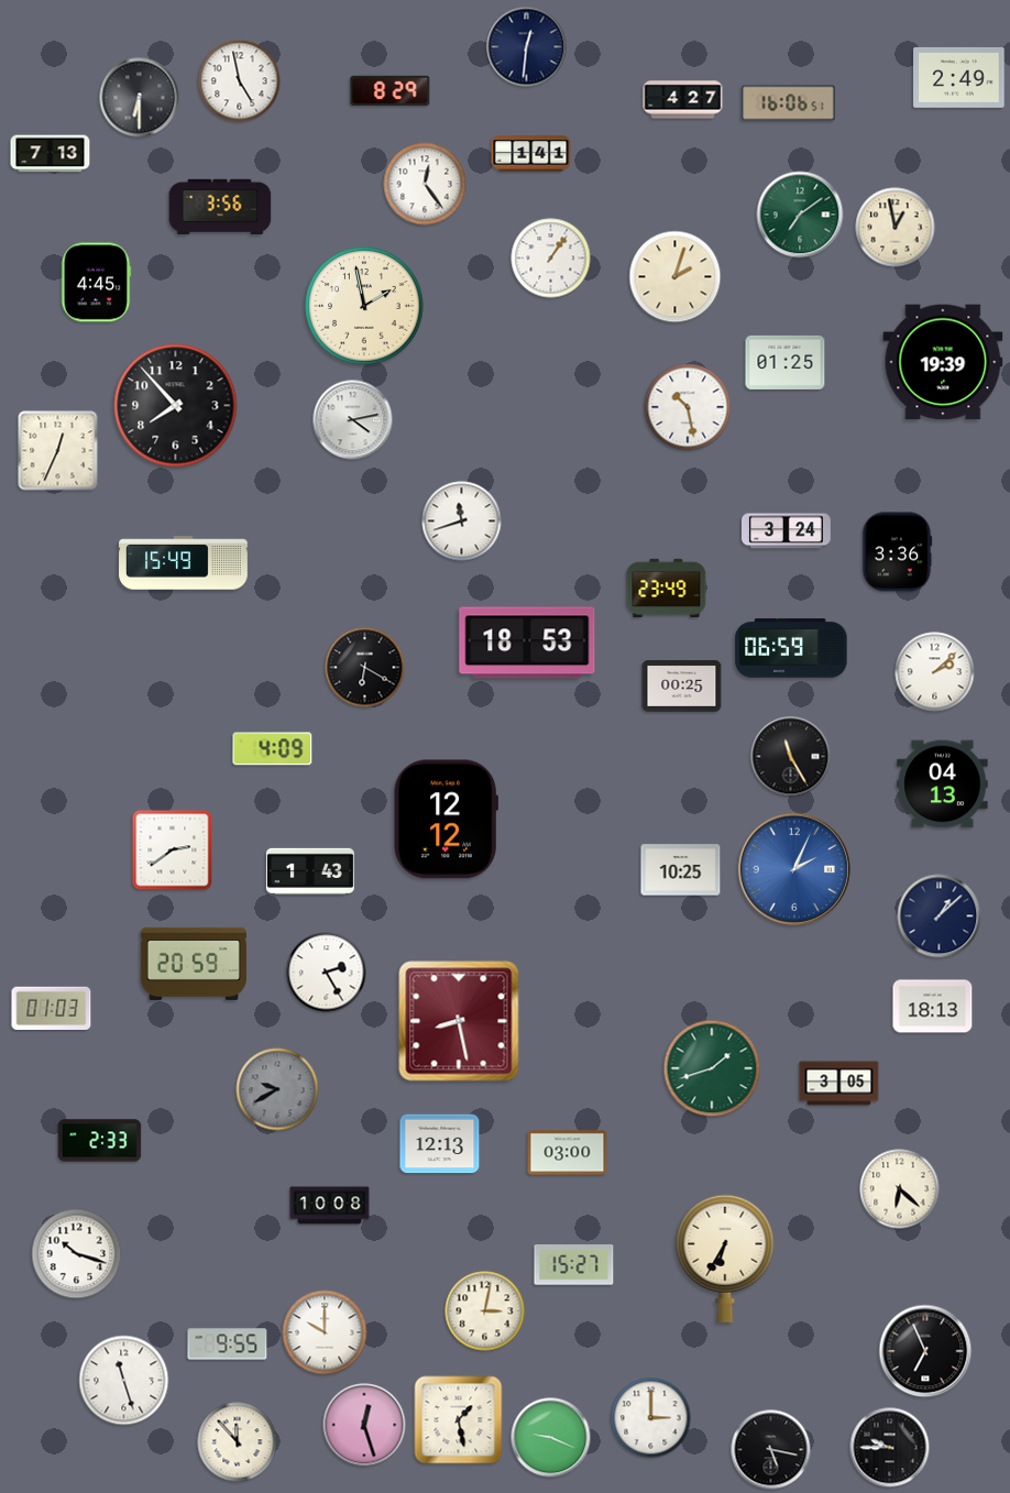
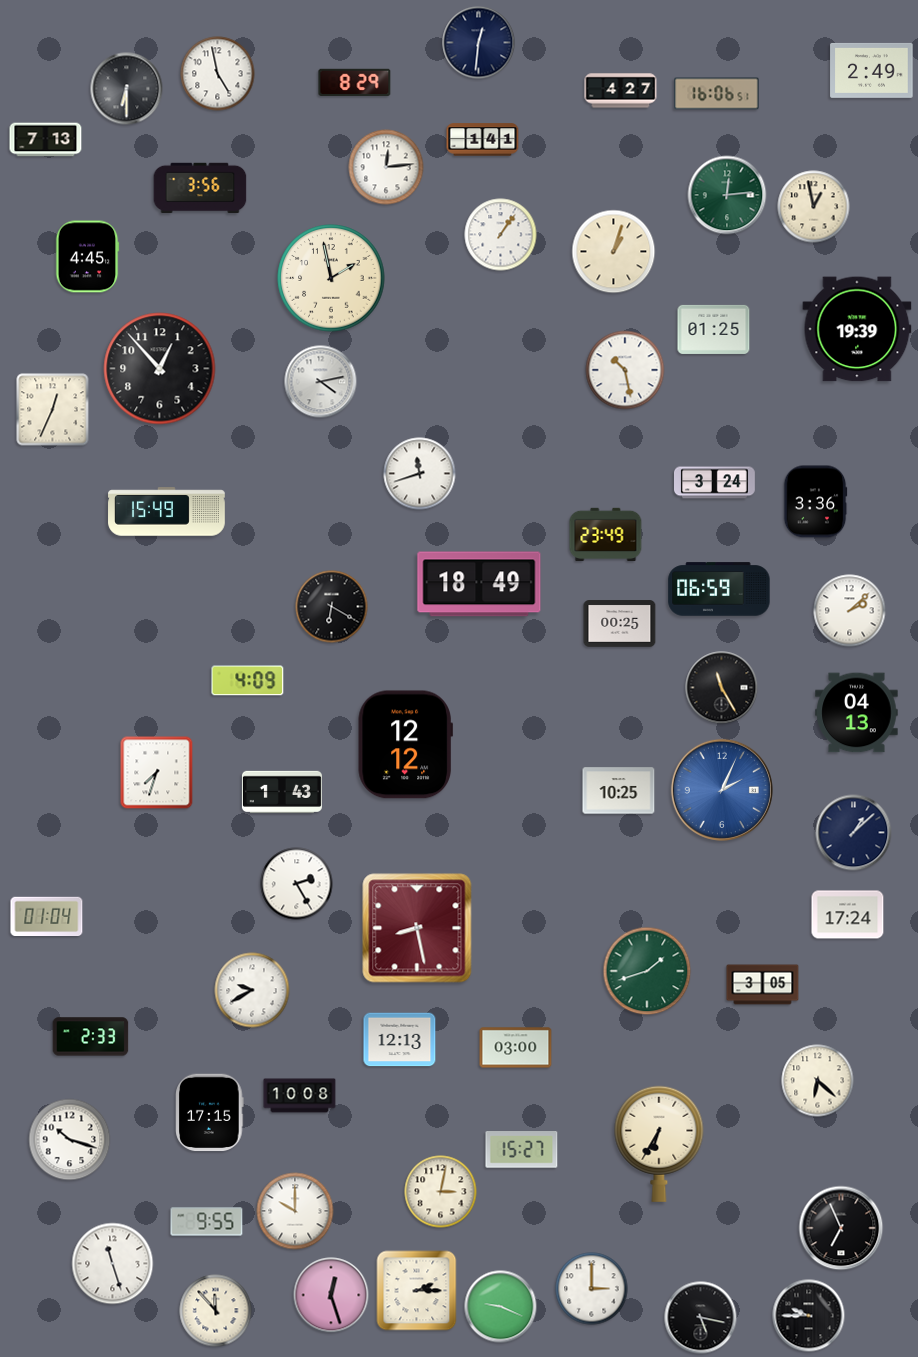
clock at (425, 184): 12:24 -> 12:14
clock at (800, 215): 7:09 -> 12:14
clock at (676, 277): 2:03 -> 1:03
clock at (176, 406): 7:53 -> 12:53
clock at (527, 643): 18:53 -> 18:49
clock at (791, 757) position: (791, 757) -> (722, 688)
clock at (173, 850): 2:39 -> 7:33
clock at (194, 964): 20:59 -> none
clock at (933, 1007): 18:13 -> 17:24
clock at (52, 1009): 01:03 -> 01:04
clock at (277, 1089) dial: grey -> white
clock at (210, 1113): none -> 17:15
clock at (124, 1381) position: (124, 1381) -> (113, 1264)
clock at (459, 1420): 1:28 -> 2:15
